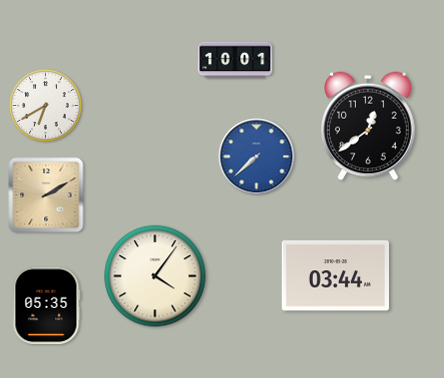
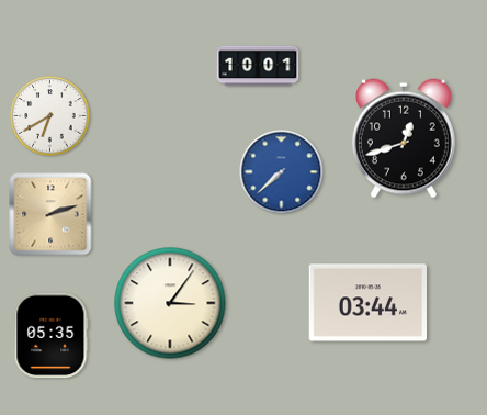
clock at (369, 126): 12:39 -> 12:42
clock at (46, 195): 2:10 -> 2:12
clock at (155, 276): 4:06 -> 3:06
